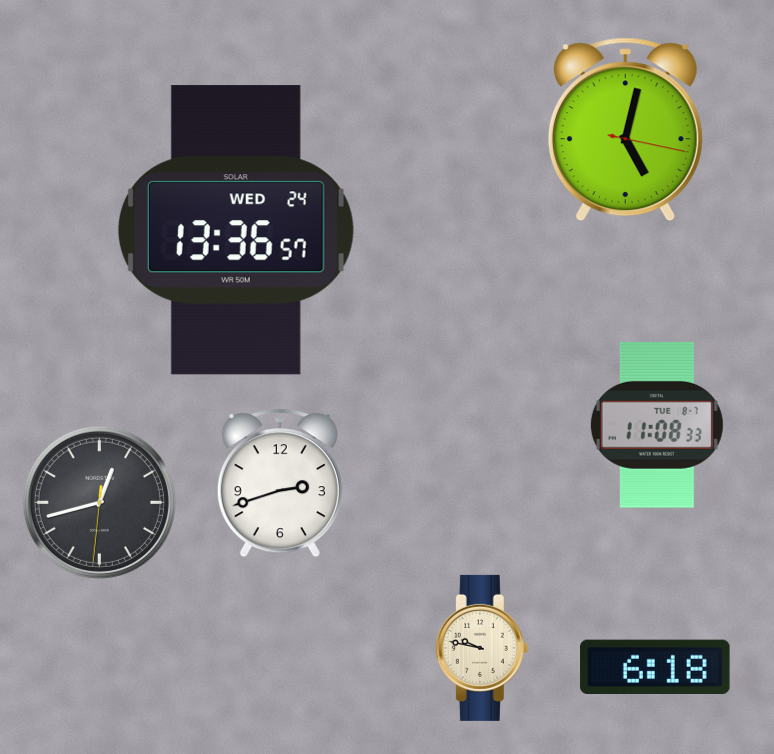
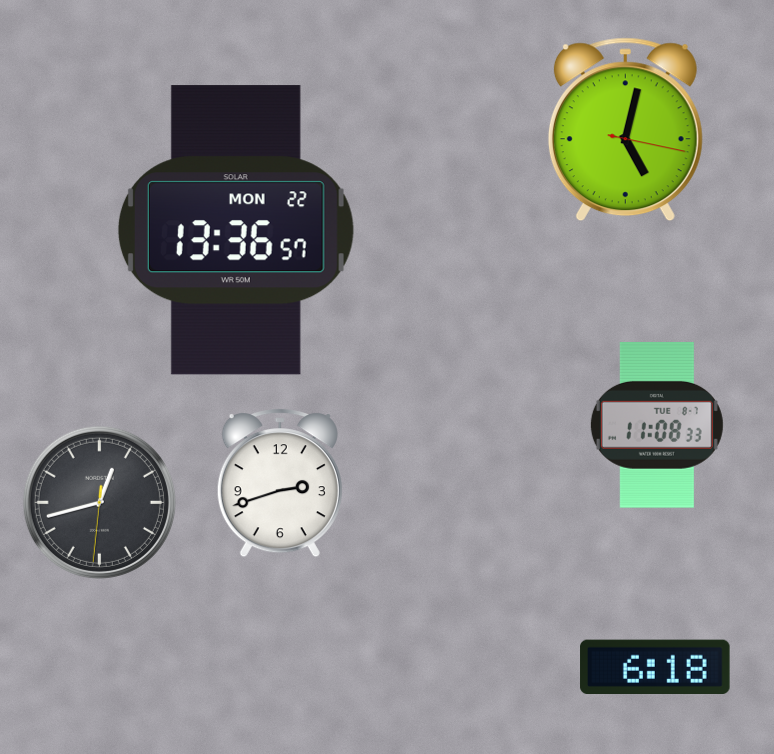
clock at (236, 230) date: WED 24 -> MON 22
clock at (482, 648): 9:47 -> none
